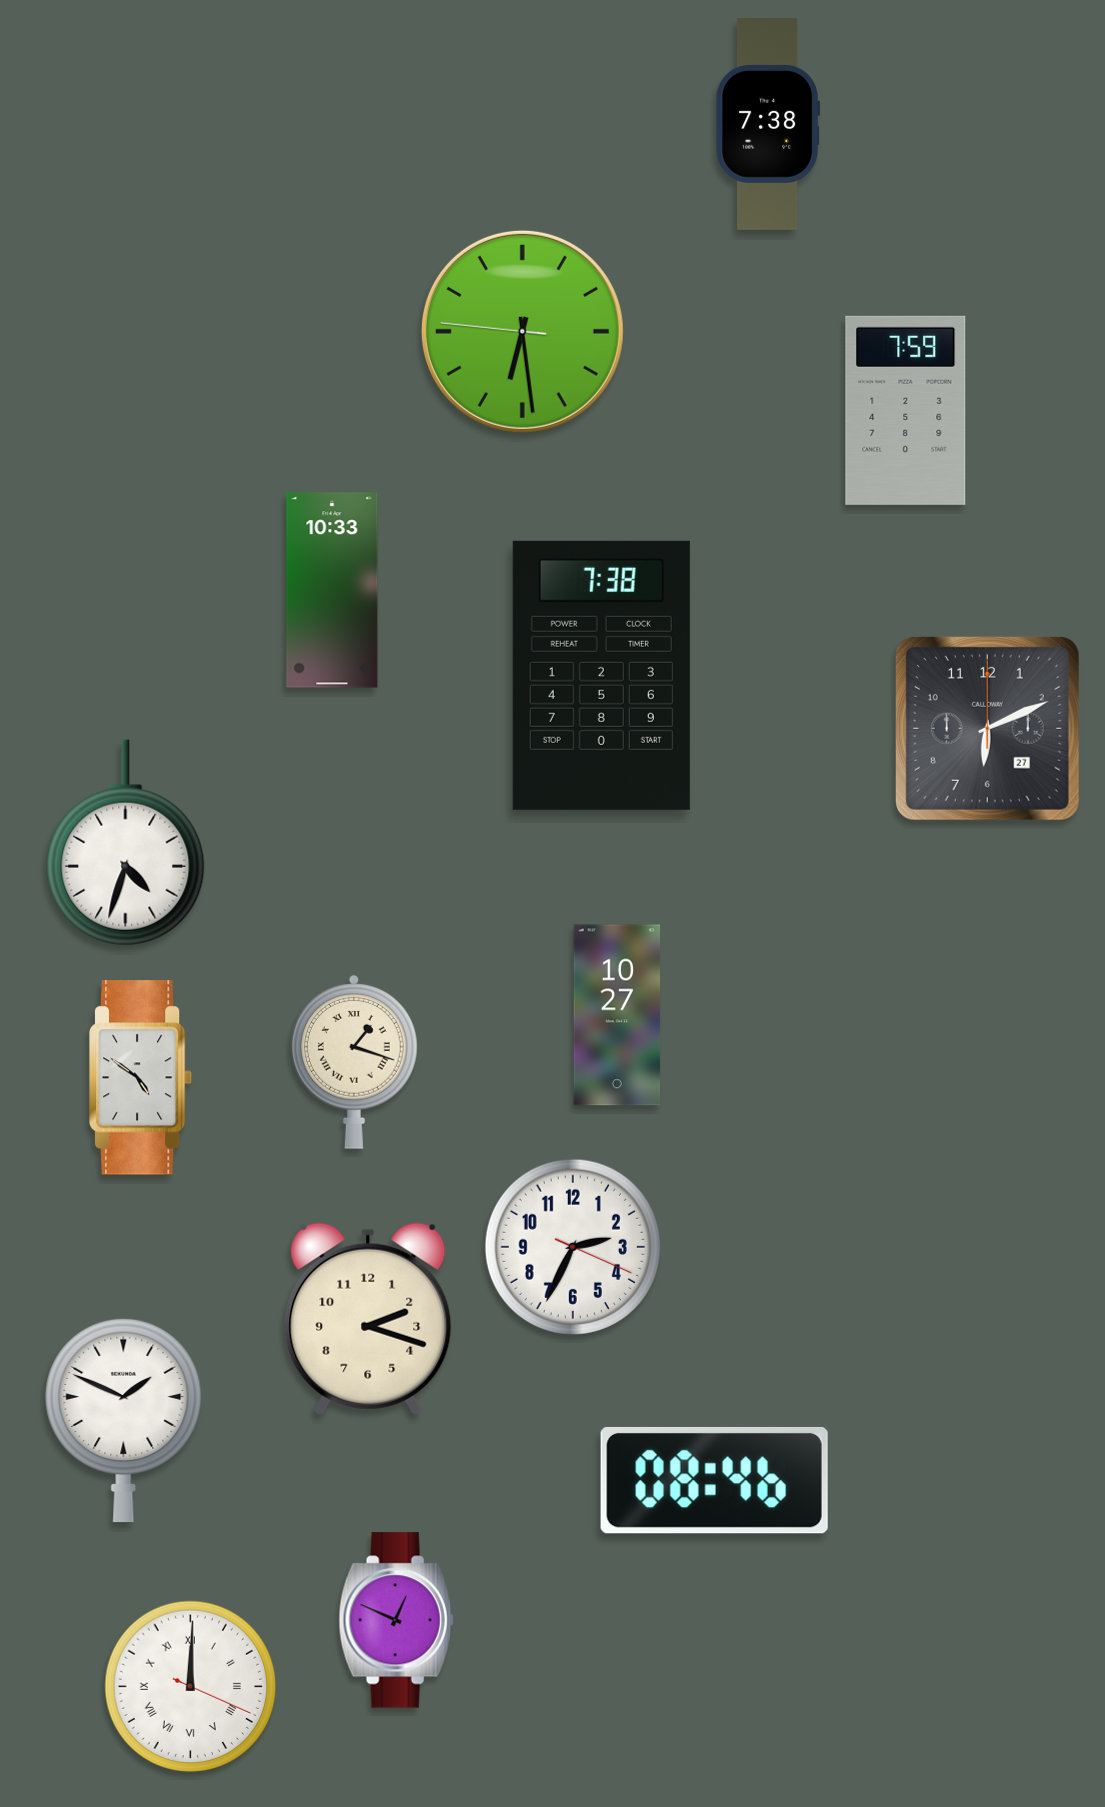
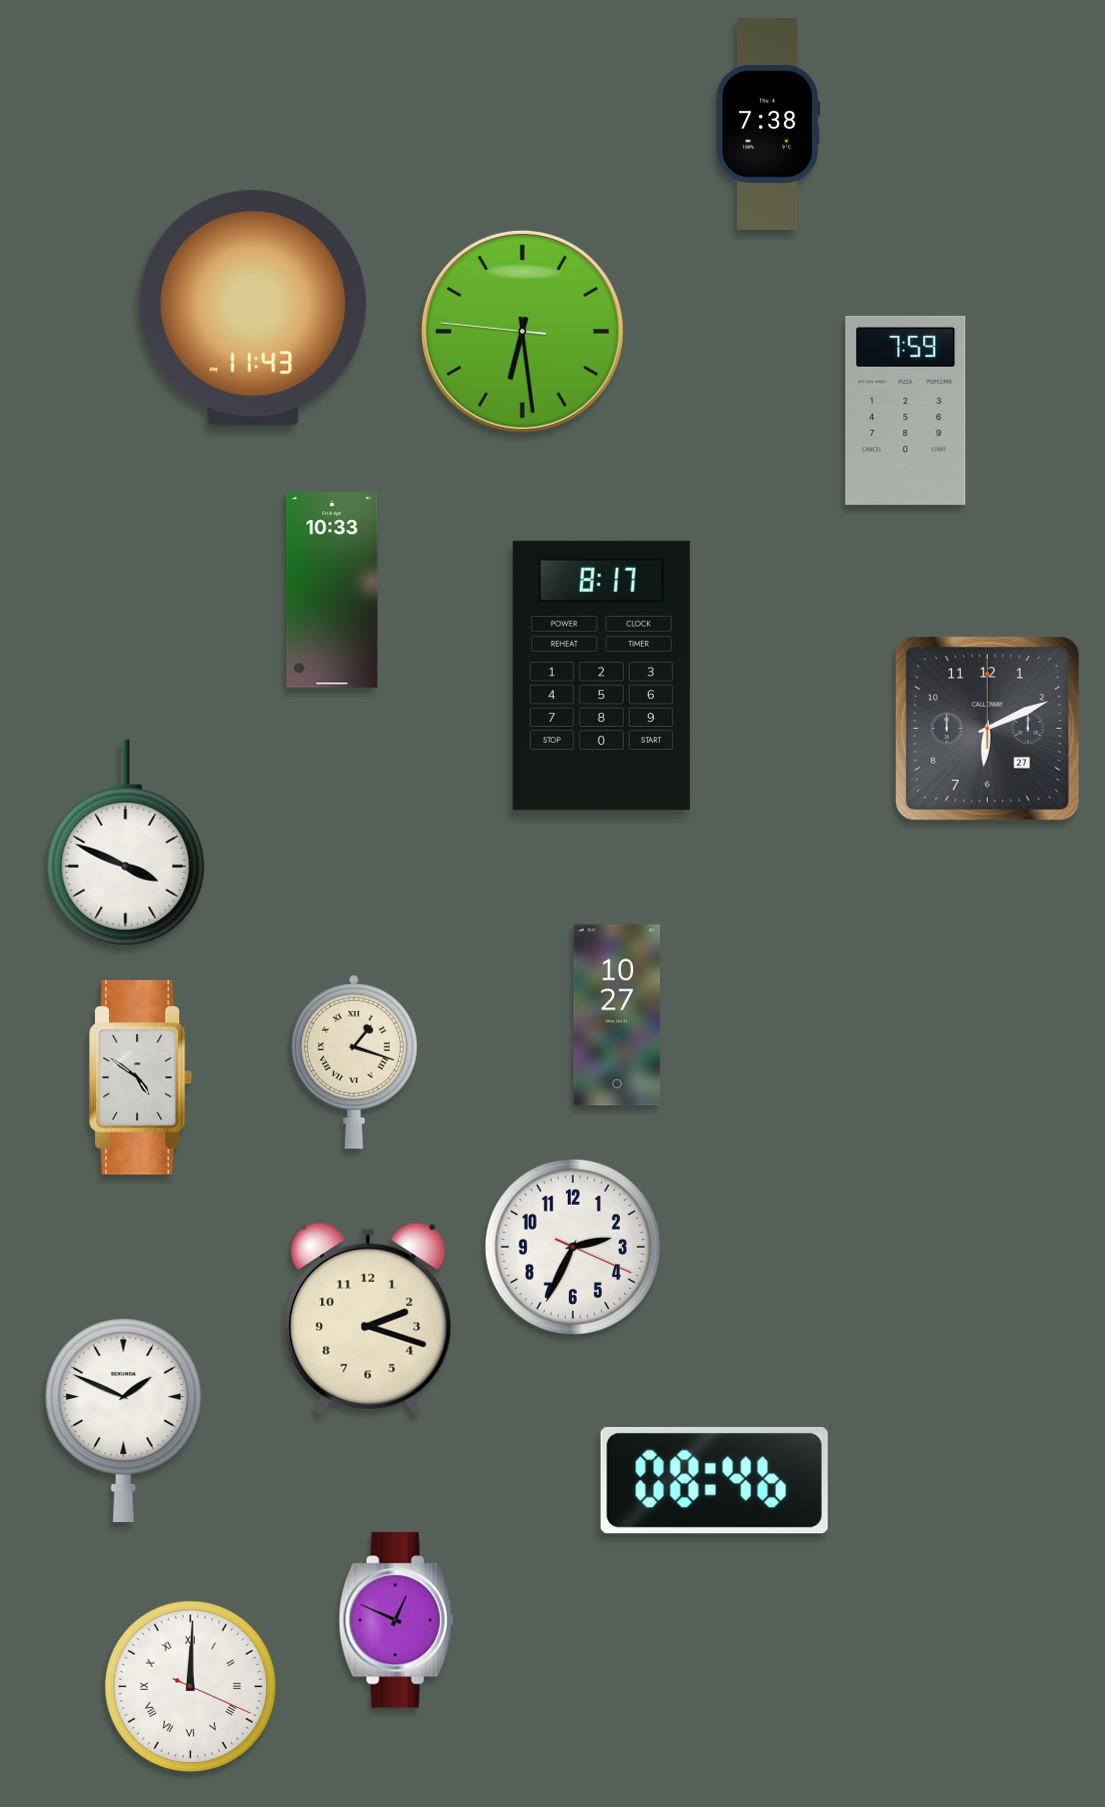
clock at (253, 309): none -> 11:43
clock at (601, 675): 7:38 -> 8:17
clock at (126, 843): 4:33 -> 3:49
